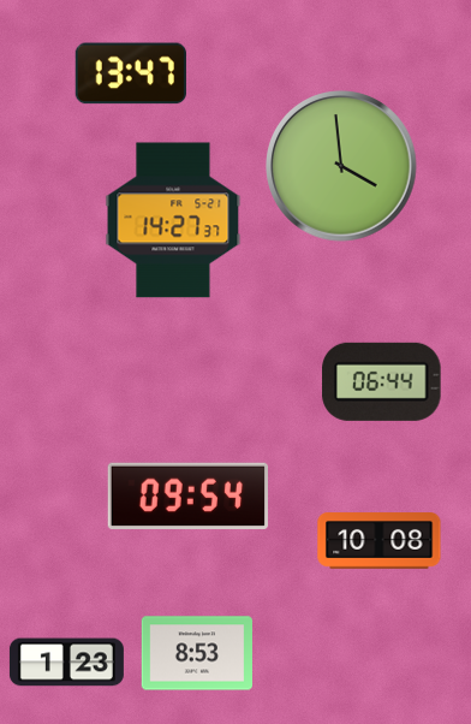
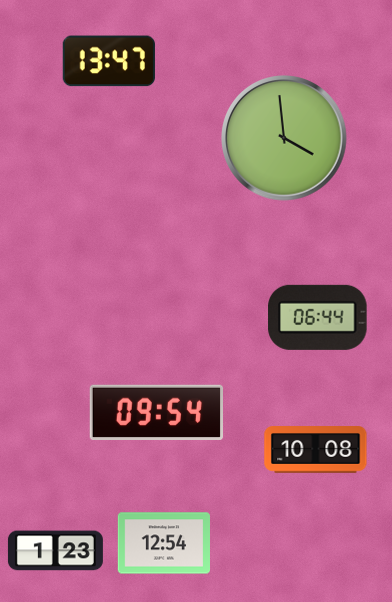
clock at (173, 220): 14:27 -> none
clock at (196, 653): 8:53 -> 12:54
